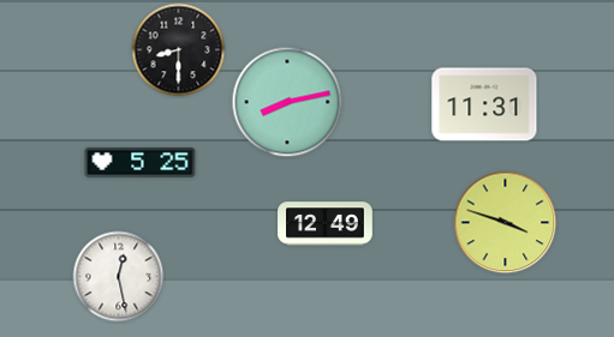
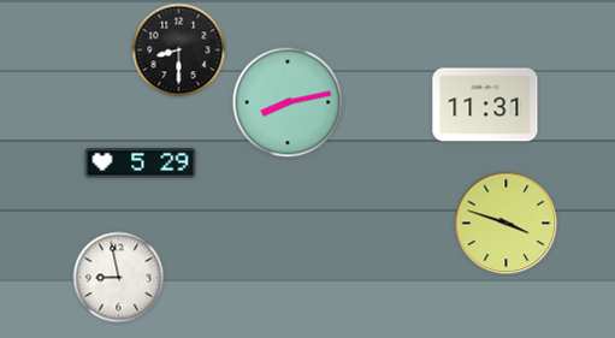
clock at (141, 163): 5:25 -> 5:29
clock at (326, 224): 12:49 -> none
clock at (119, 277): 12:28 -> 8:58
